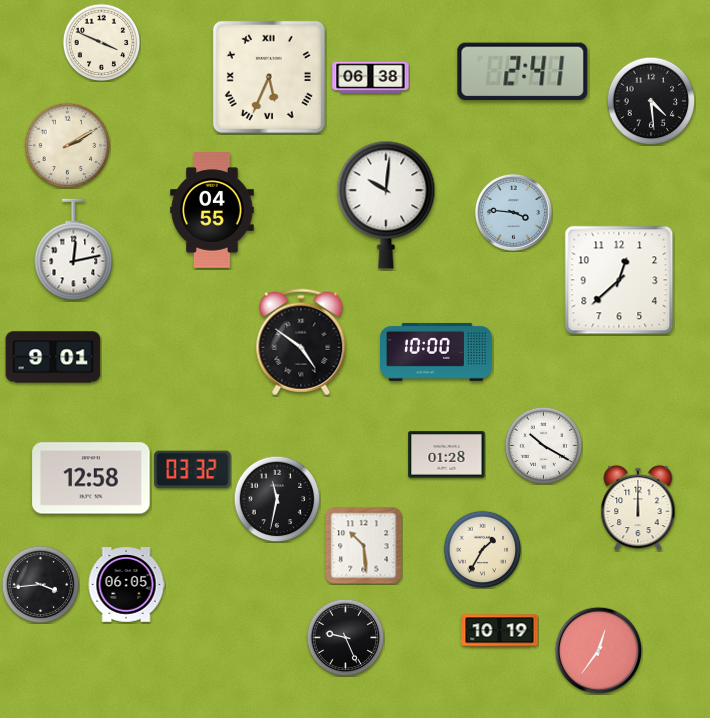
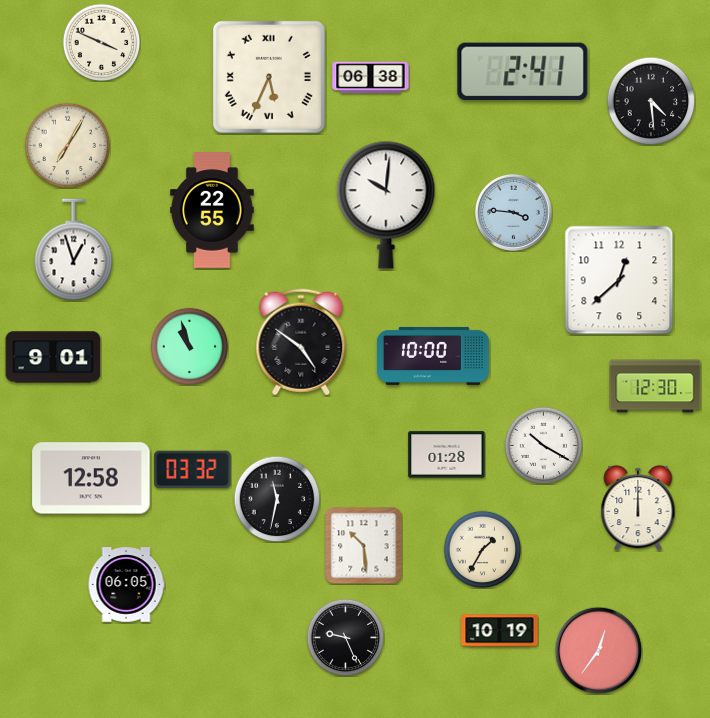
clock at (67, 145): 2:10 -> 7:05
clock at (212, 210): 04:55 -> 22:55
clock at (74, 250): 12:13 -> 12:57
clock at (189, 346): none -> 10:57
clock at (437, 352) position: (437, 352) -> (434, 356)
clock at (655, 386): none -> 12:30
clock at (40, 584): 3:44 -> none
